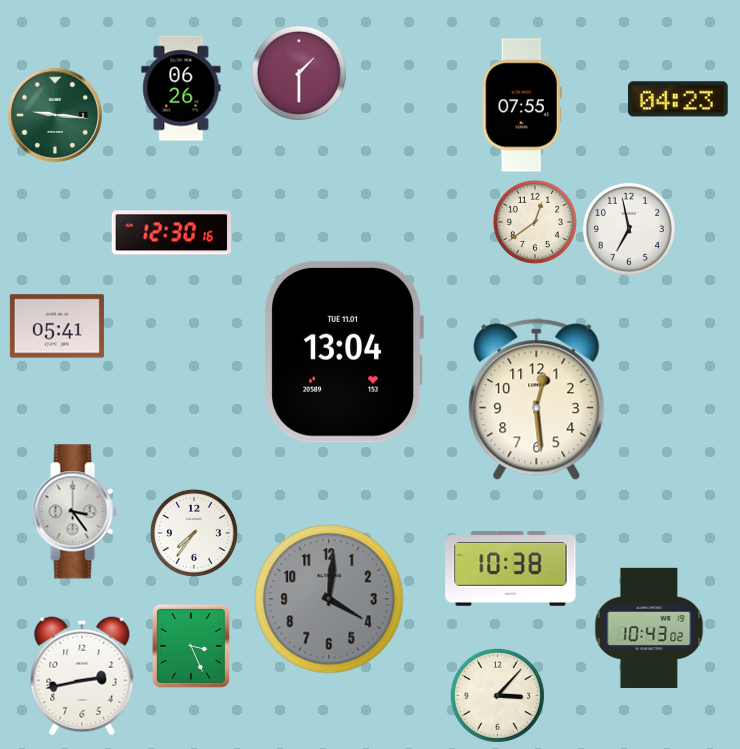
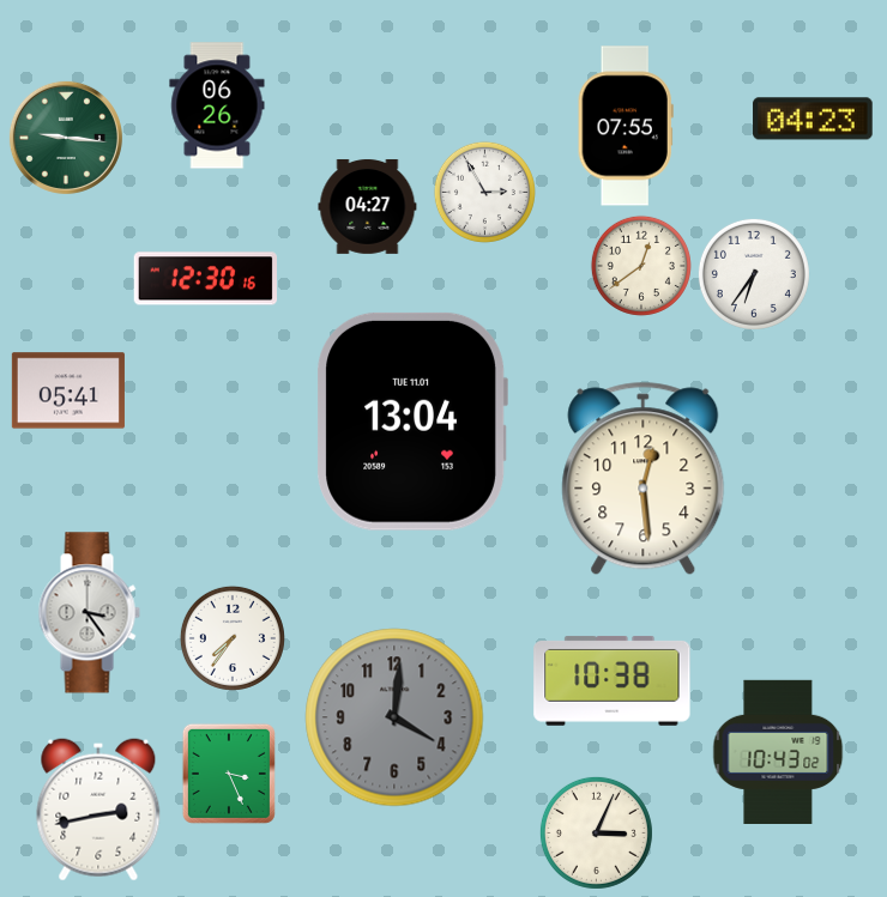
clock at (299, 73): 1:30 -> none
clock at (484, 192): none -> 2:55
clock at (368, 206): none -> 04:27
clock at (629, 229): 6:58 -> 6:36
clock at (497, 695): 3:07 -> 3:04
